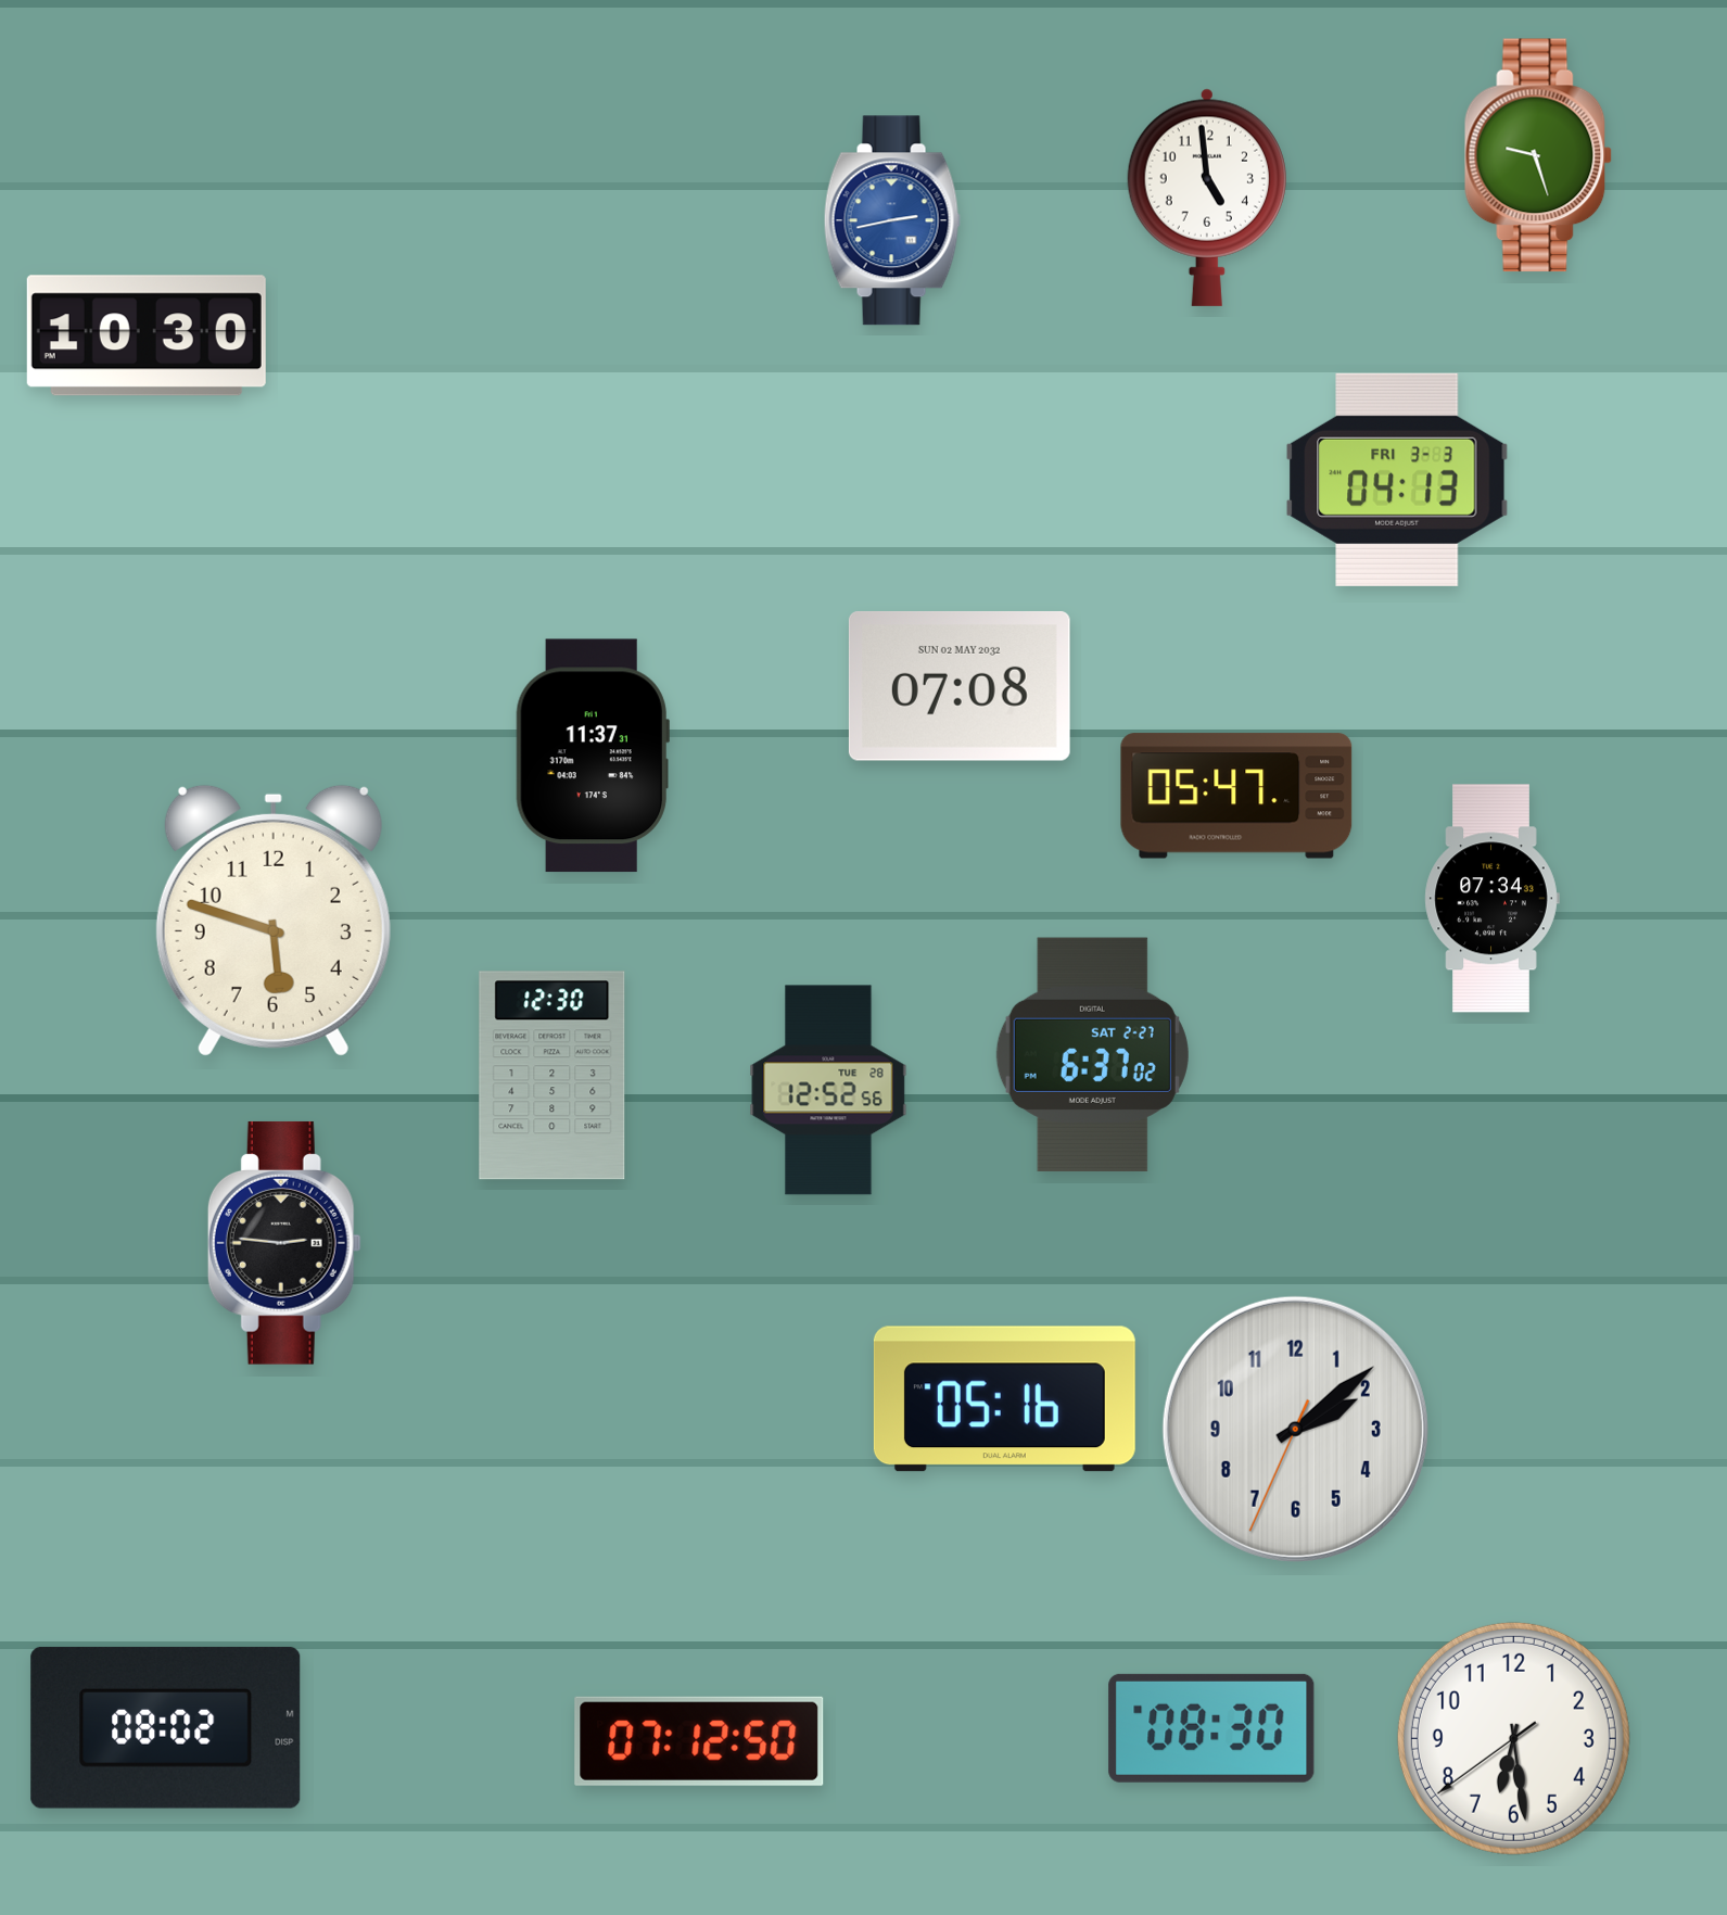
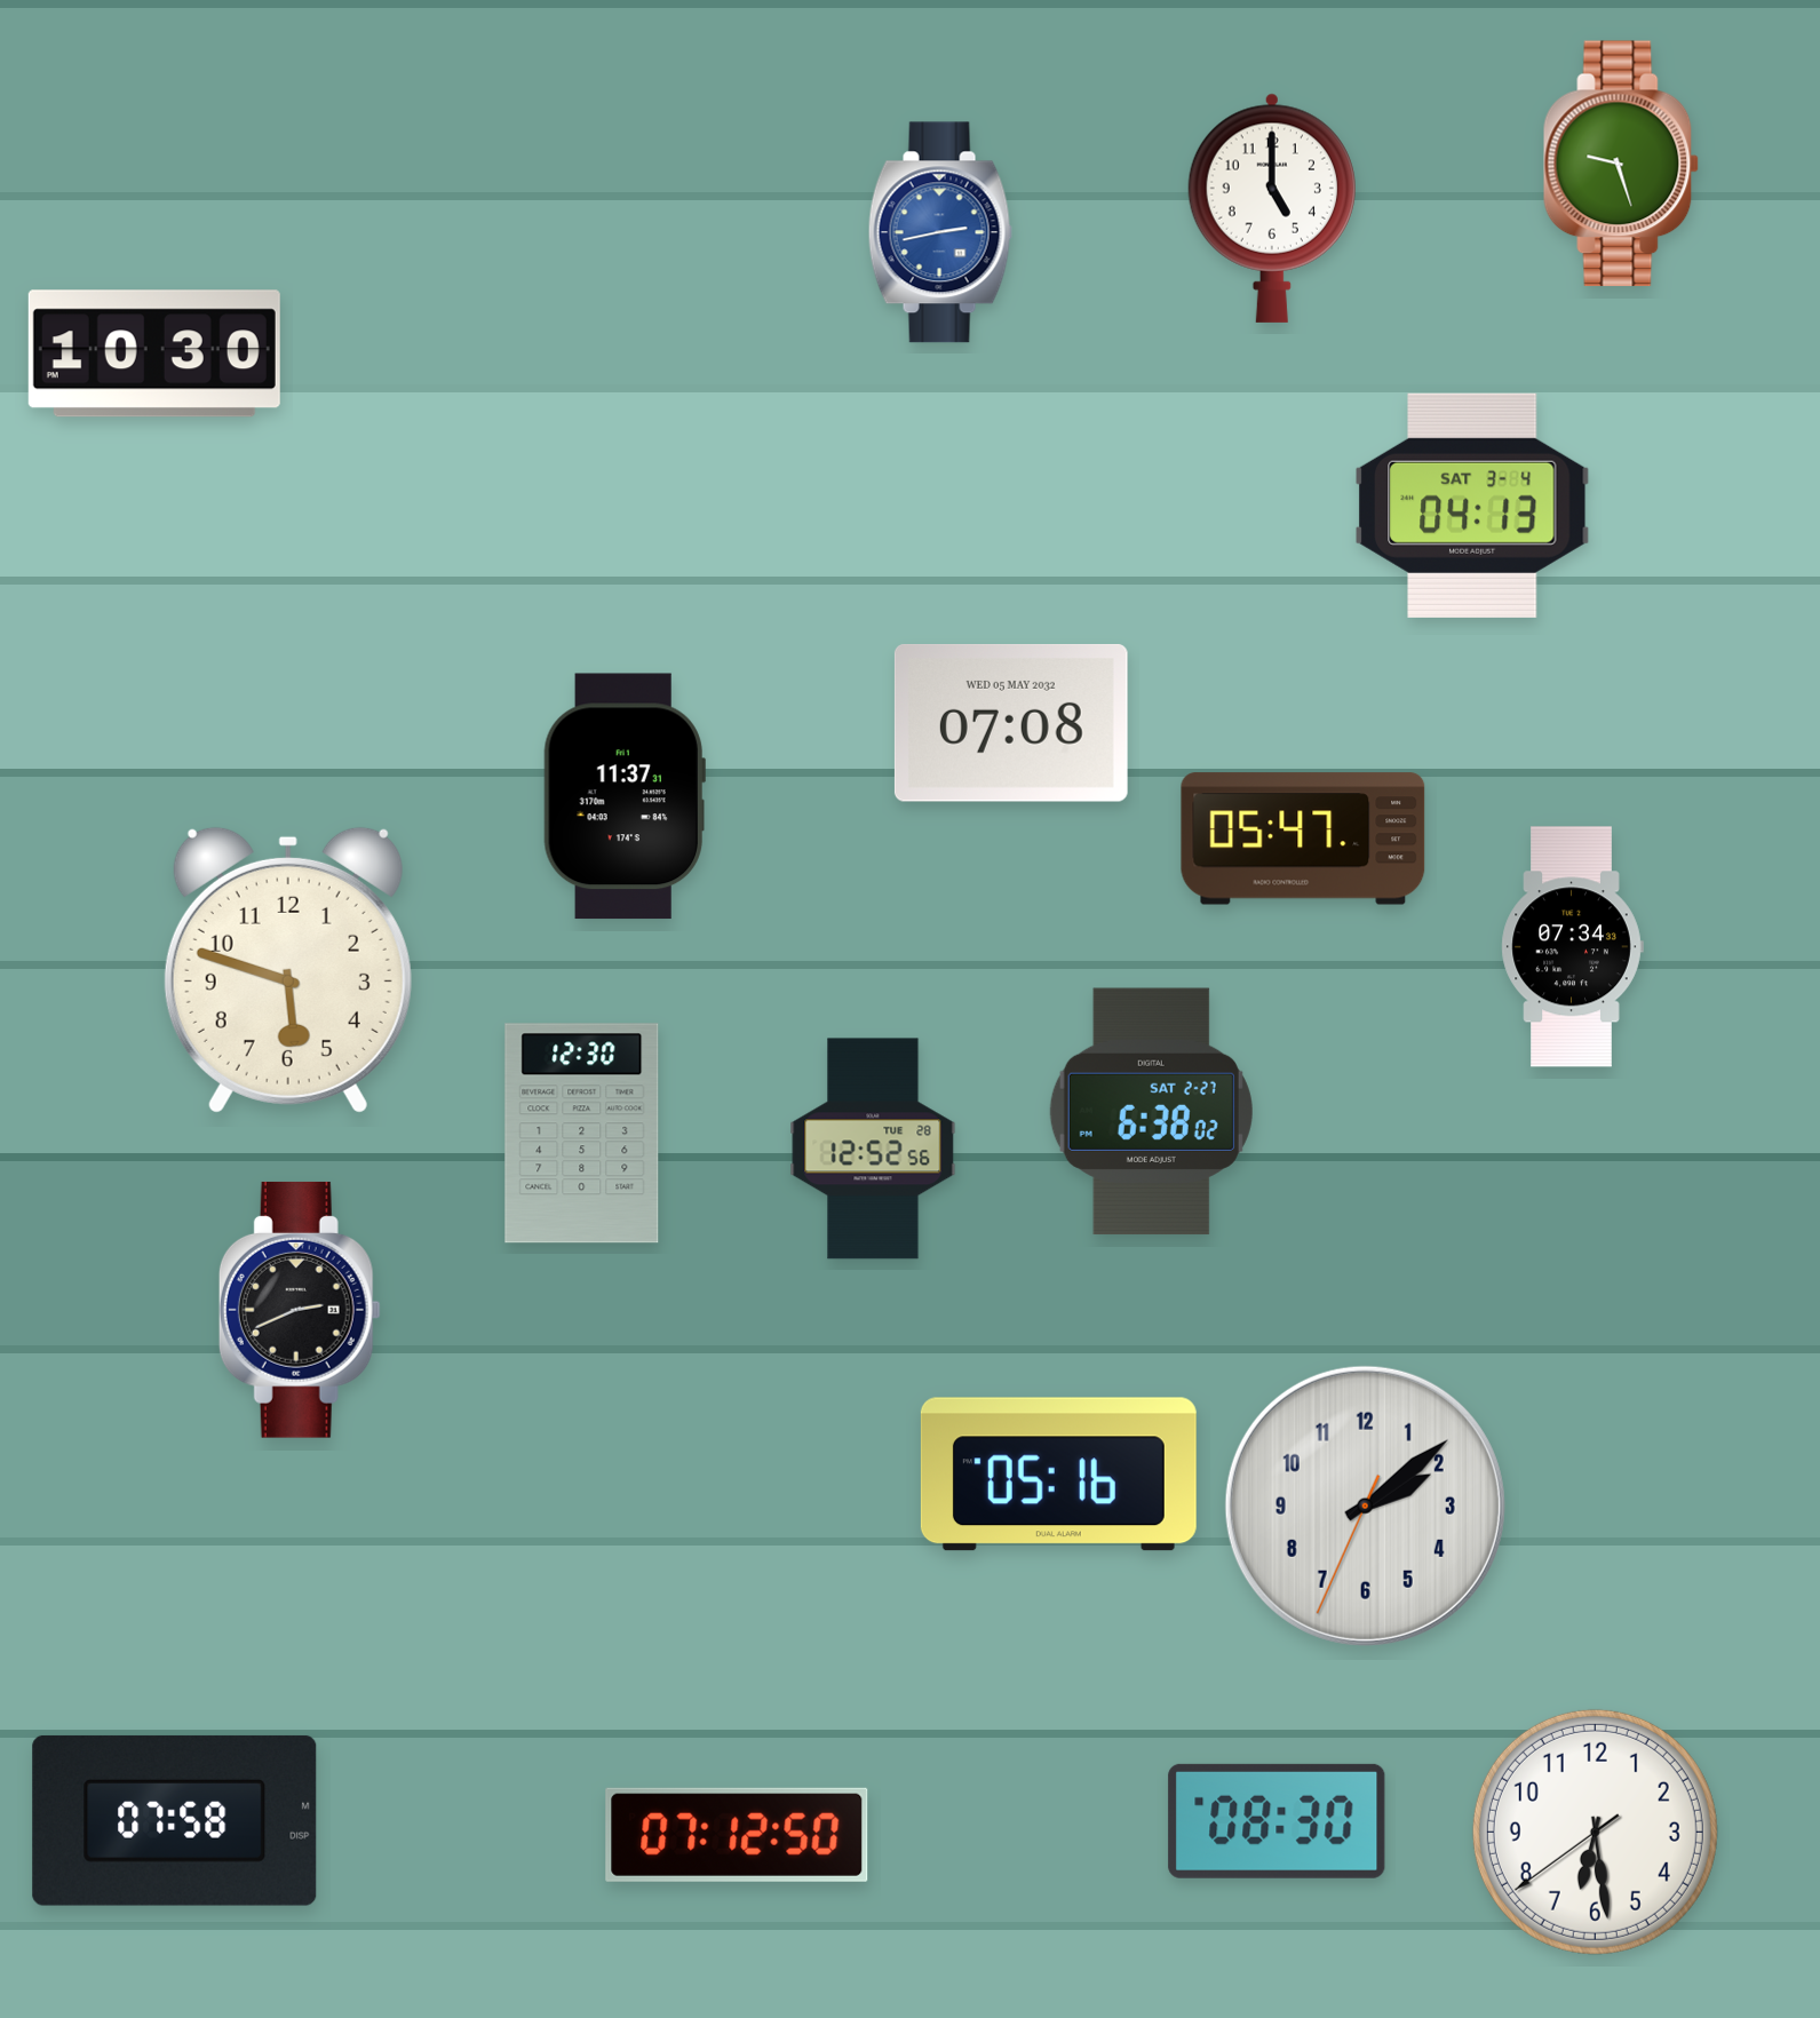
clock at (1207, 198): 4:59 -> 5:00
clock at (1398, 480) date: FRI 3-3 -> SAT 3-4
clock at (960, 686) date: SUN 02 MAY 2032 -> WED 05 MAY 2032
clock at (1092, 1055): 6:37 -> 6:38
clock at (284, 1243): 2:46 -> 2:41
clock at (166, 1727): 08:02 -> 07:58
